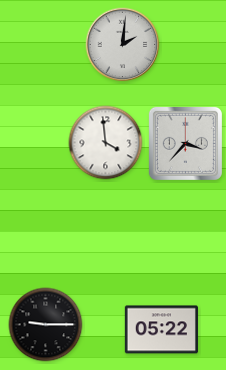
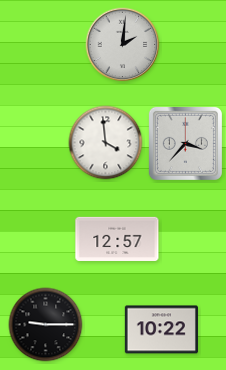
clock at (117, 239): none -> 12:57
clock at (161, 330): 05:22 -> 10:22
